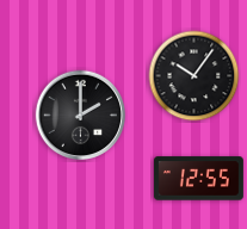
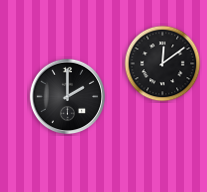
clock at (194, 76): 10:06 -> 12:09
clock at (198, 179): 12:55 -> none
